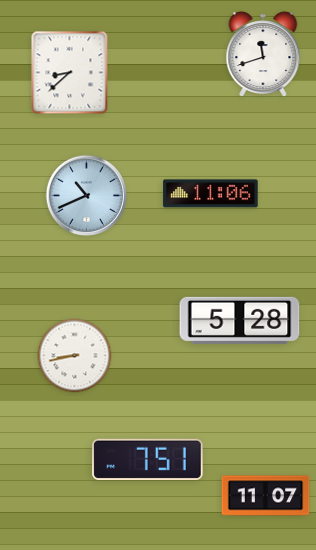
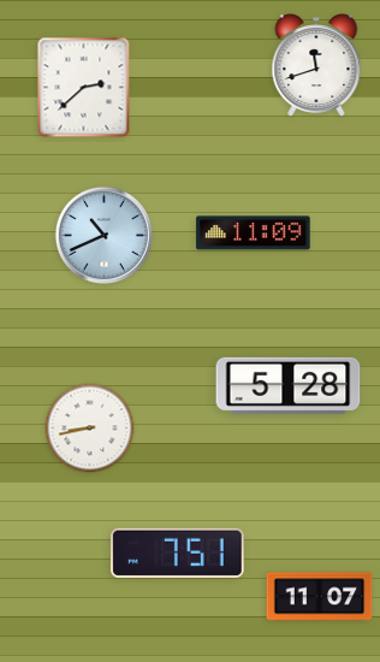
clock at (70, 73): 8:38 -> 2:38
clock at (211, 194): 11:06 -> 11:09
